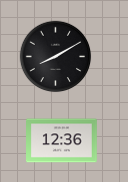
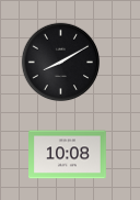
clock at (62, 141): 12:36 -> 10:08
